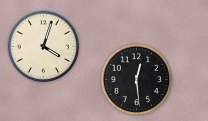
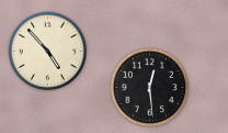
clock at (44, 47): 4:03 -> 4:53
